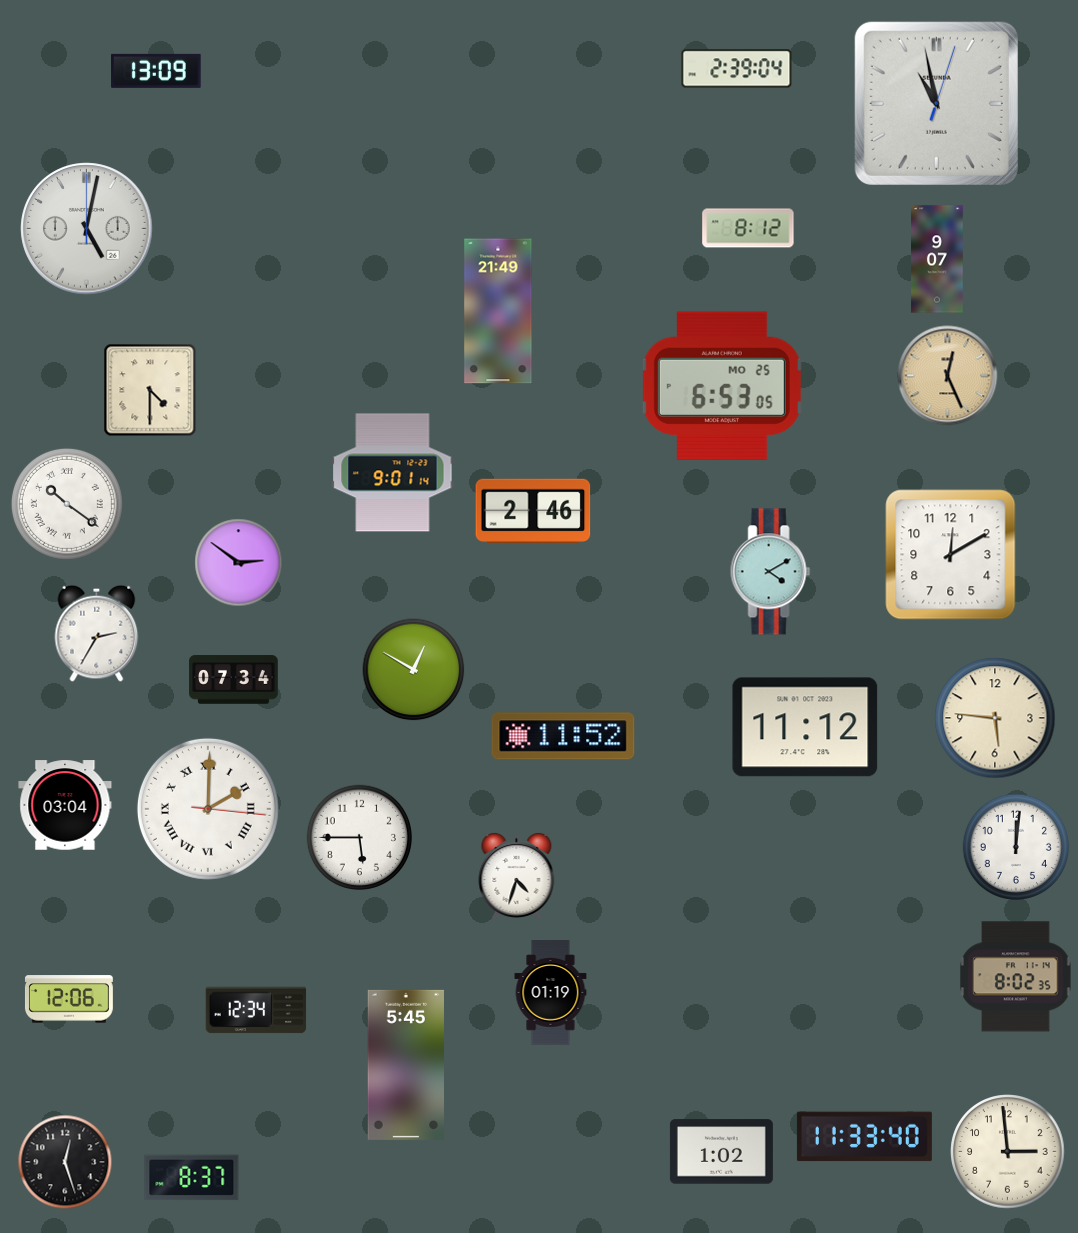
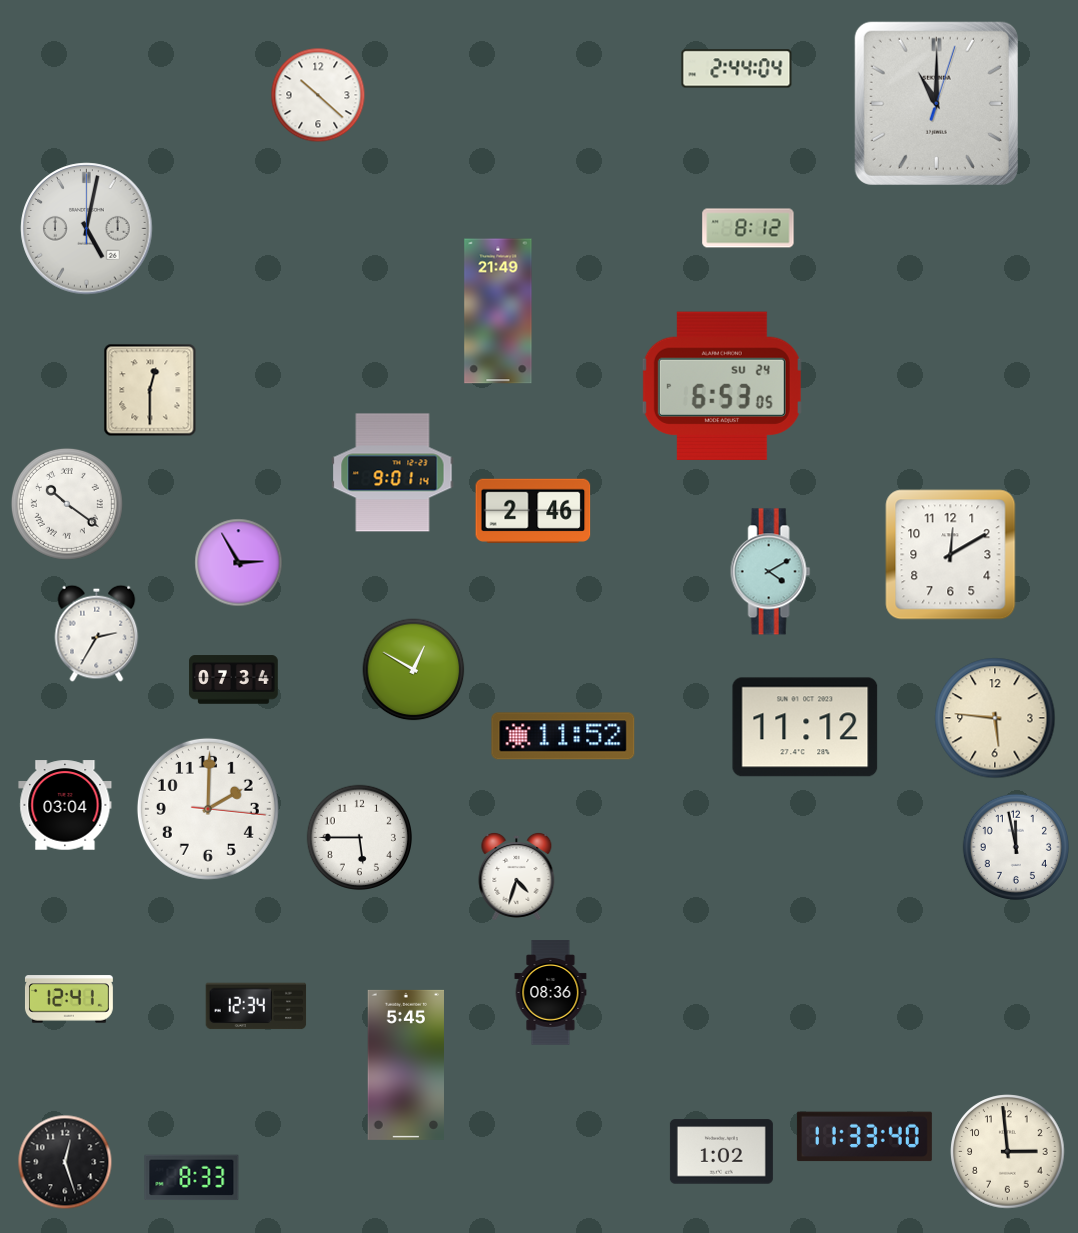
clock at (737, 69): 2:39 -> 2:44
clock at (156, 71): 13:09 -> none
clock at (318, 95): none -> 10:22
clock at (936, 103): 10:58 -> 11:00
clock at (938, 259): 9:07 -> none
clock at (948, 376): 12:26 -> none
clock at (722, 385) date: MO 25 -> SU 24
clock at (150, 390): 4:30 -> 12:30
clock at (239, 563): 2:51 -> 2:55
clock at (208, 809) numerals: Roman -> Arabic
clock at (1015, 846): 12:01 -> 11:58
clock at (1016, 977): 8:02 -> none
clock at (551, 993): 01:19 -> 08:36
clock at (69, 999): 12:06 -> 12:41
clock at (256, 1010) position: (256, 1010) -> (256, 1006)
clock at (192, 1178): 8:37 -> 8:33
